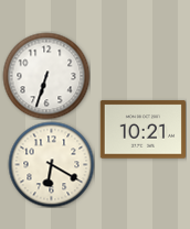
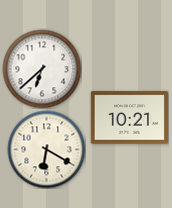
clock at (46, 76): 6:33 -> 6:38
